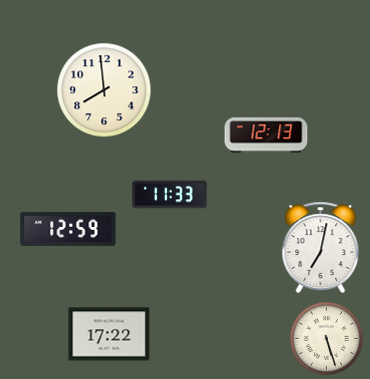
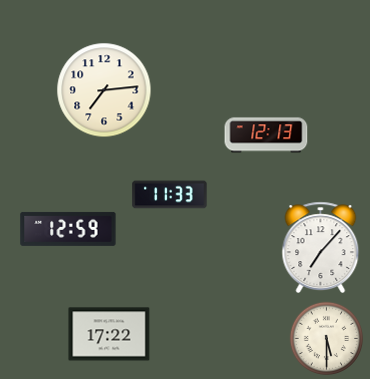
clock at (104, 90): 7:59 -> 7:14
clock at (321, 247): 7:02 -> 7:07
clock at (327, 339): 5:27 -> 5:30
